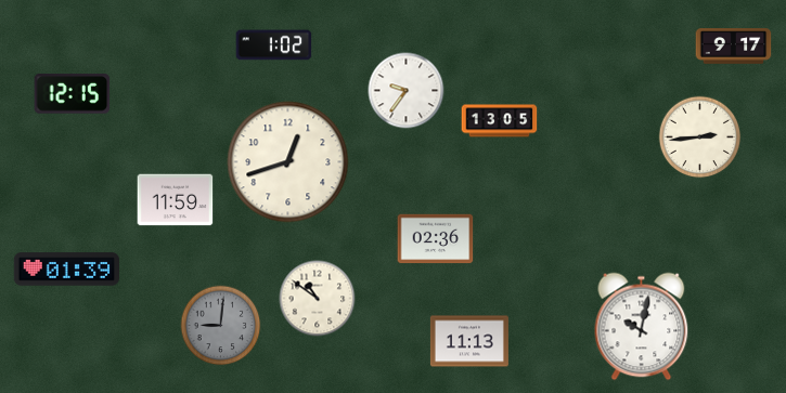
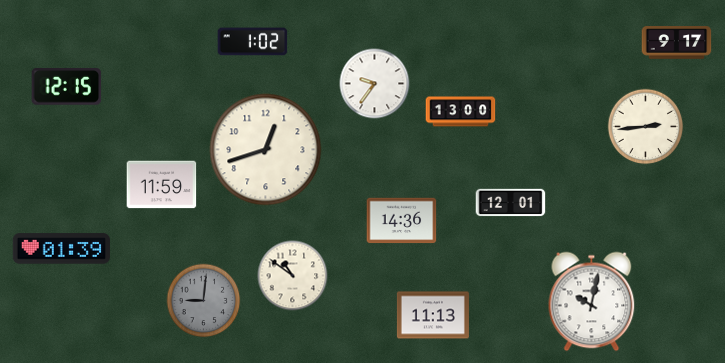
clock at (500, 121): 13:05 -> 13:00
clock at (511, 203): none -> 12:01
clock at (436, 239): 02:36 -> 14:36
